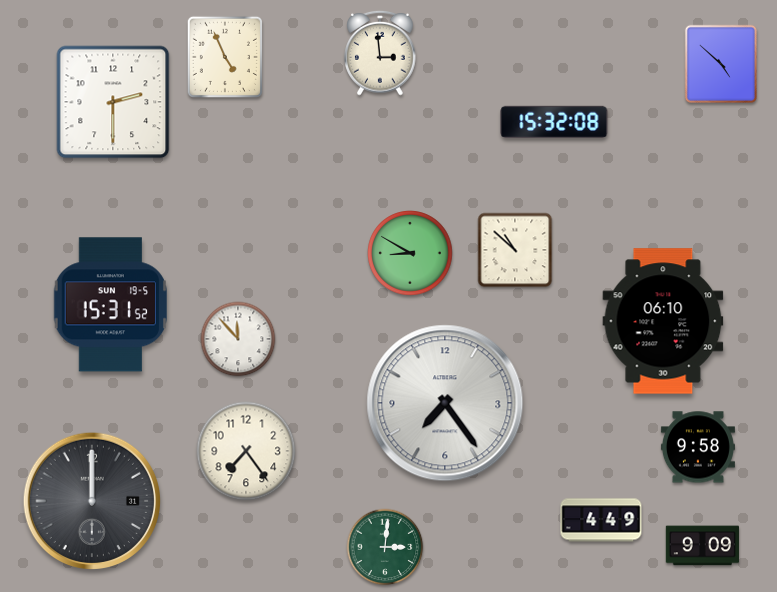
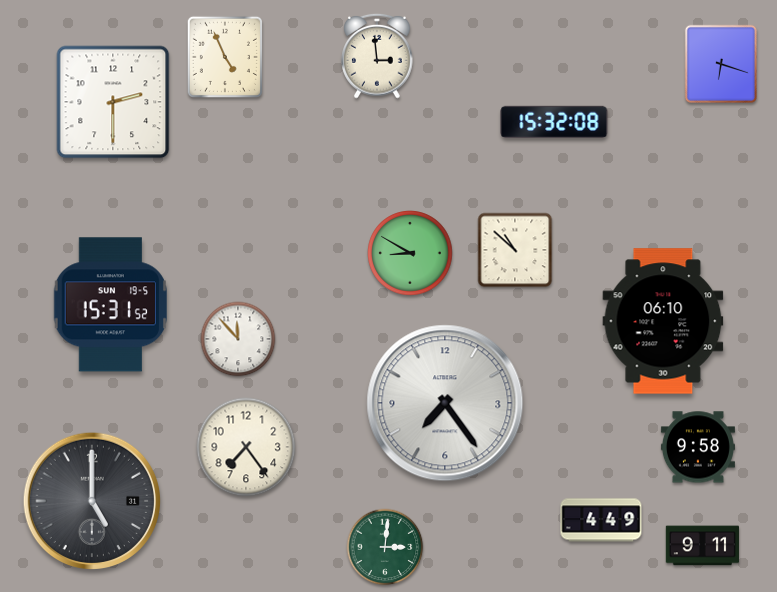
clock at (380, 53) position: (380, 53) -> (377, 56)
clock at (720, 63): 4:52 -> 6:18
clock at (246, 451) position: (246, 451) -> (246, 447)
clock at (91, 500): 12:00 -> 5:00
clock at (702, 546): 9:09 -> 9:11
